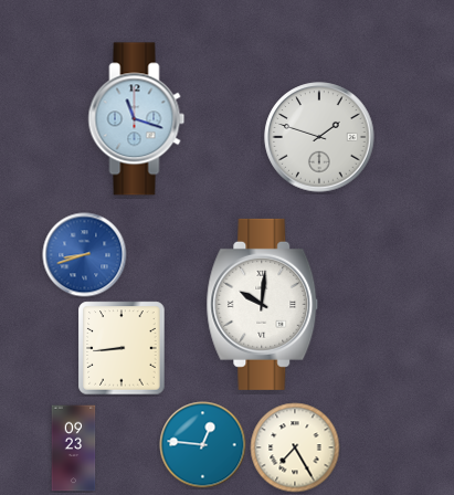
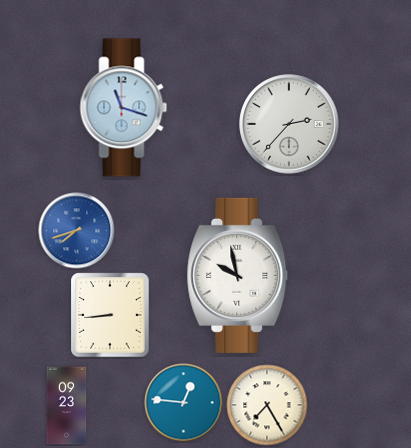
clock at (319, 137): 1:48 -> 2:37
clock at (85, 255): 8:42 -> 7:42
clock at (263, 304): 10:01 -> 9:58
